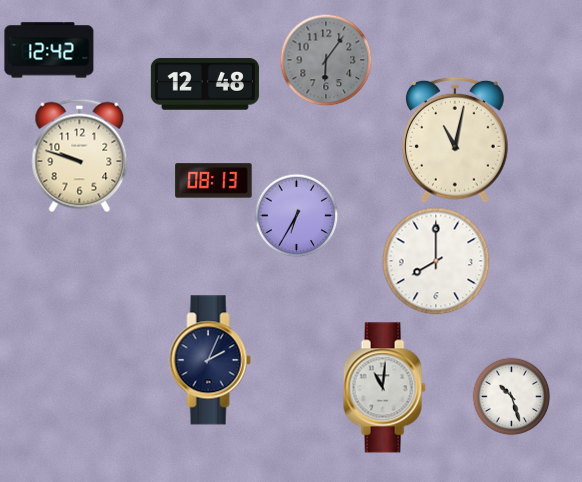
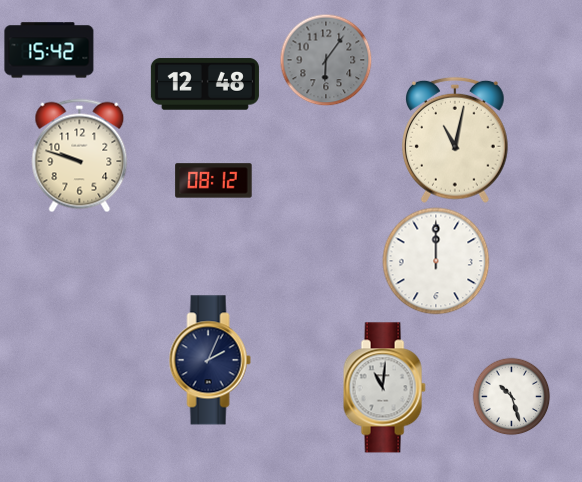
clock at (49, 50): 12:42 -> 15:42
clock at (214, 181): 08:13 -> 08:12
clock at (296, 215): 6:35 -> none
clock at (436, 261): 8:00 -> 12:00
